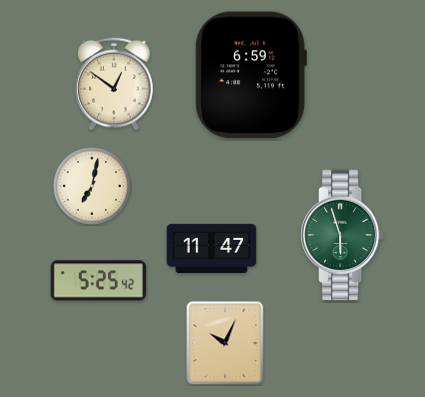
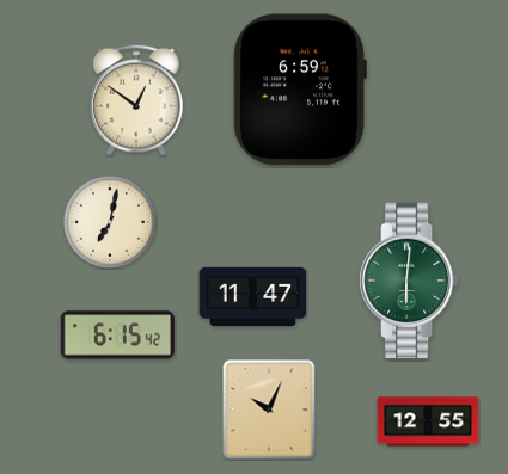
clock at (342, 235): 5:57 -> 6:01
clock at (98, 281): 5:25 -> 6:15
clock at (428, 421): none -> 12:55
